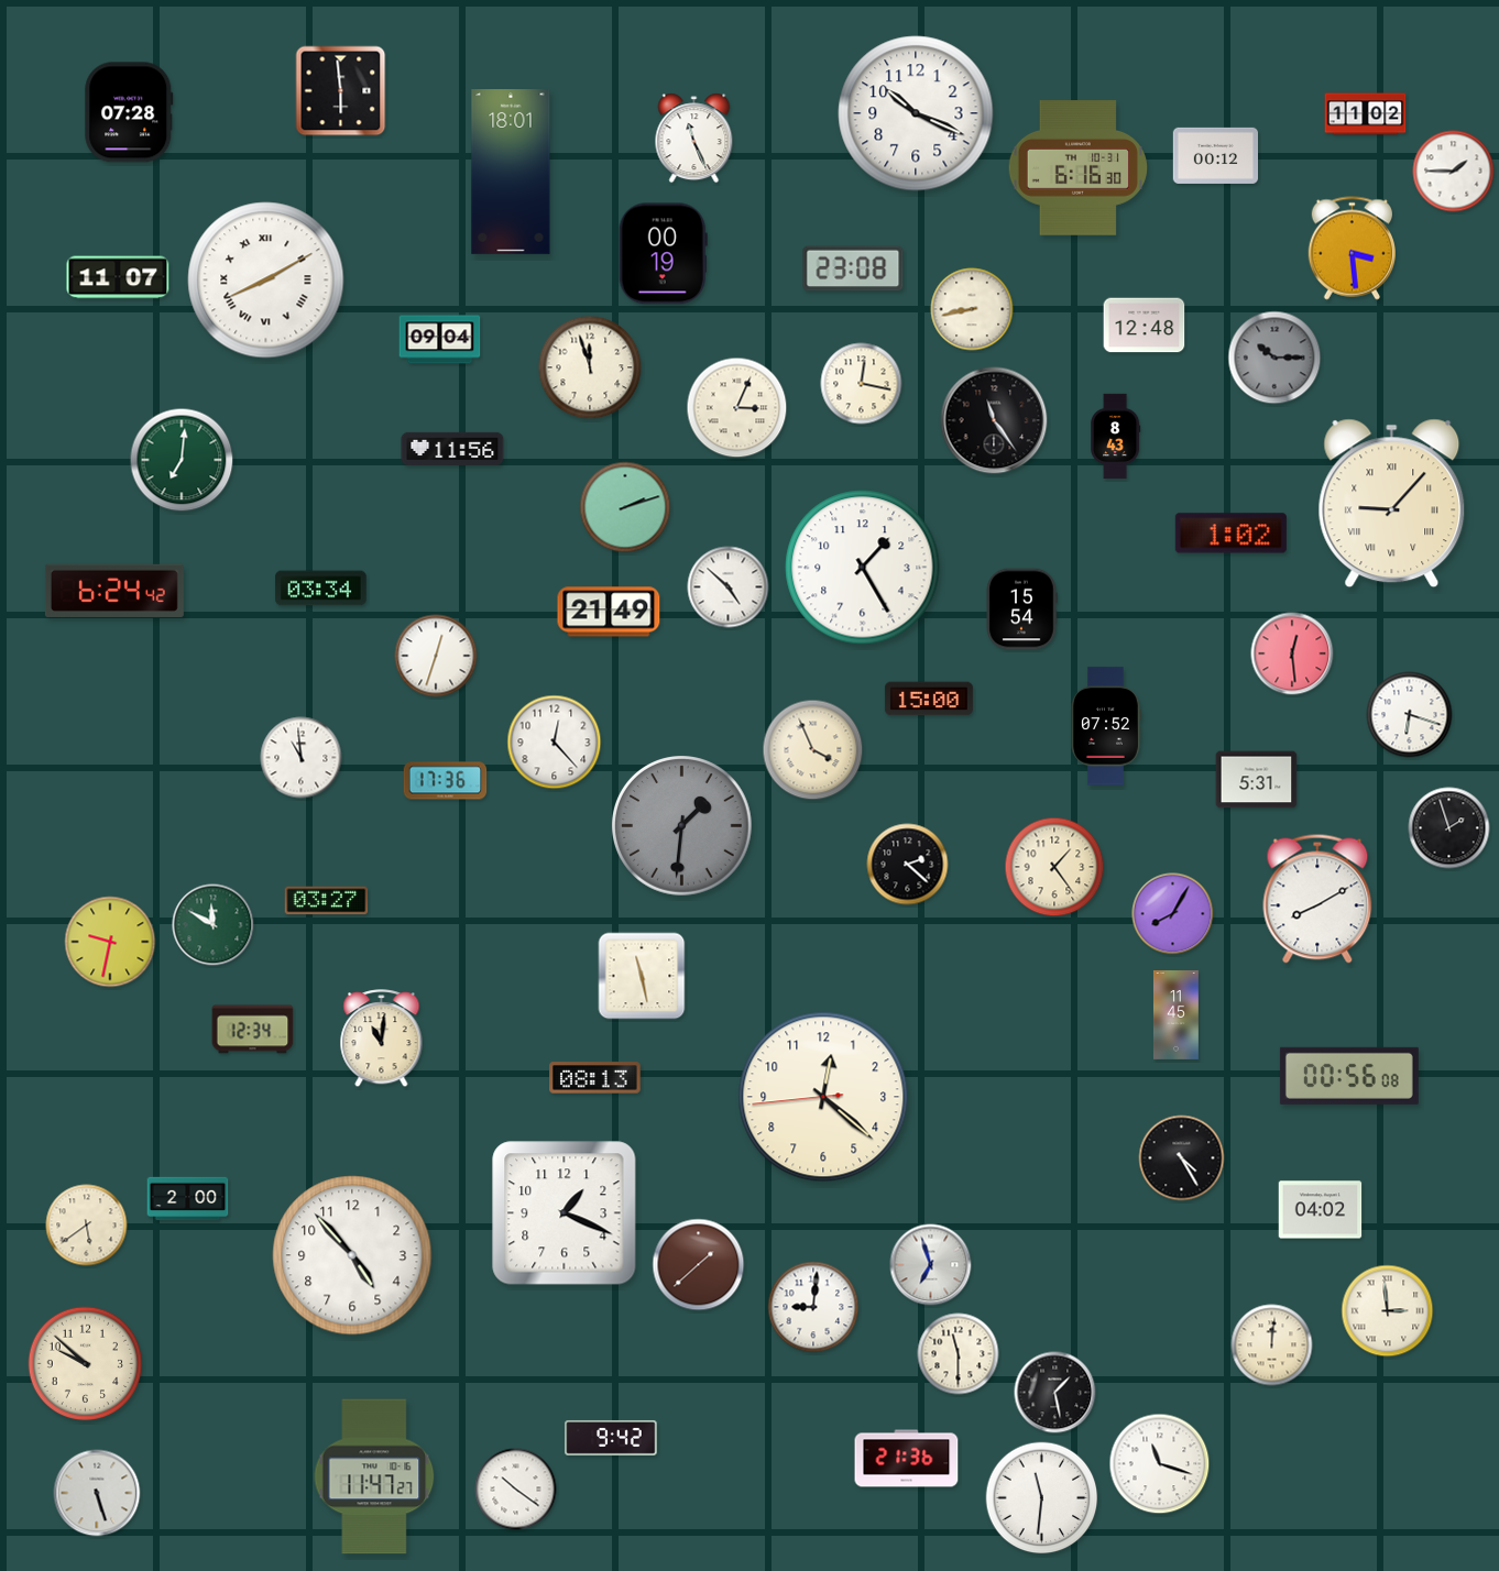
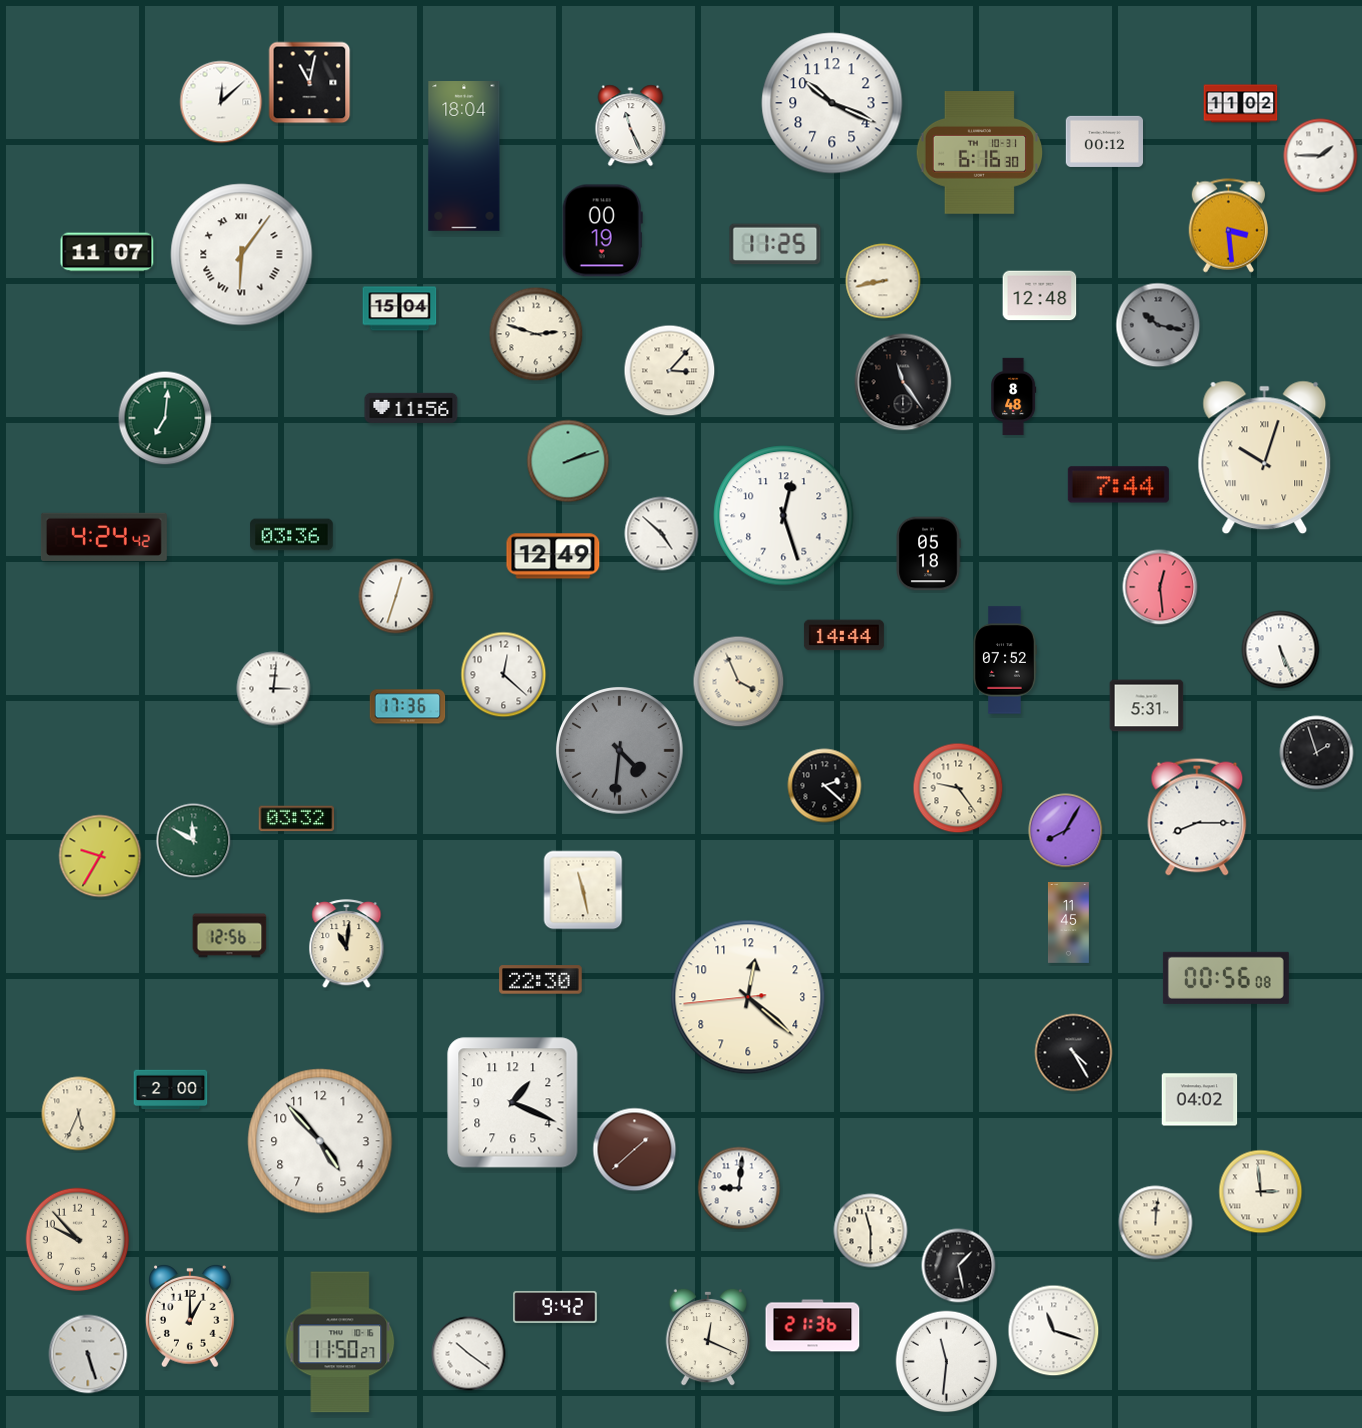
clock at (341, 91): 5:59 -> 11:02
clock at (129, 112): 07:28 -> none
clock at (221, 102): none -> 12:08
clock at (511, 173): 18:01 -> 18:04
clock at (853, 268): 23:08 -> 11:25
clock at (266, 281): 8:10 -> 6:06
clock at (440, 340): 09:04 -> 15:04
clock at (1274, 358): 10:15 -> 10:17
clock at (590, 367): 11:57 -> 2:48
clock at (862, 384): 12:17 -> none
clock at (737, 408): 3:04 -> 3:07
clock at (1116, 437): 8:43 -> 8:48
clock at (1392, 504): 9:07 -> 10:03
clock at (1230, 534): 1:02 -> 7:44
clock at (863, 568): 1:25 -> 12:27
clock at (321, 589): 03:34 -> 03:36
clock at (114, 591): 6:24 -> 4:24
clock at (1021, 609): 15:54 -> 05:18
clock at (609, 612): 21:49 -> 12:49
clock at (1292, 653) position: (1292, 653) -> (1160, 587)
clock at (929, 699): 15:00 -> 14:44
clock at (1410, 715): 6:18 -> 5:26
clock at (555, 743): 12:23 -> 12:22
clock at (302, 758): 10:59 -> 3:01
clock at (1257, 780) position: (1257, 780) -> (1147, 706)
clock at (446, 781) position: (446, 781) -> (408, 707)
clock at (682, 826): 1:31 -> 4:31
clock at (1054, 867): 1:24 -> 9:24
clock at (1317, 899): 8:10 -> 8:15
clock at (327, 901): 03:27 -> 03:32
clock at (110, 942): 9:32 -> 9:35
clock at (642, 976) position: (642, 976) -> (583, 890)
clock at (253, 1030): 12:34 -> 12:56
clock at (595, 1078): 08:13 -> 22:30
clock at (87, 1226): 5:39 -> 5:34
clock at (931, 1265): 6:57 -> none
clock at (86, 1364): 9:52 -> 9:53
clock at (190, 1317): none -> 1:00
clock at (907, 1459) position: (907, 1459) -> (813, 1326)
clock at (707, 1337): none -> 12:19
clock at (374, 1476): 11:47 -> 11:50
clock at (97, 1493) position: (97, 1493) -> (88, 1354)
